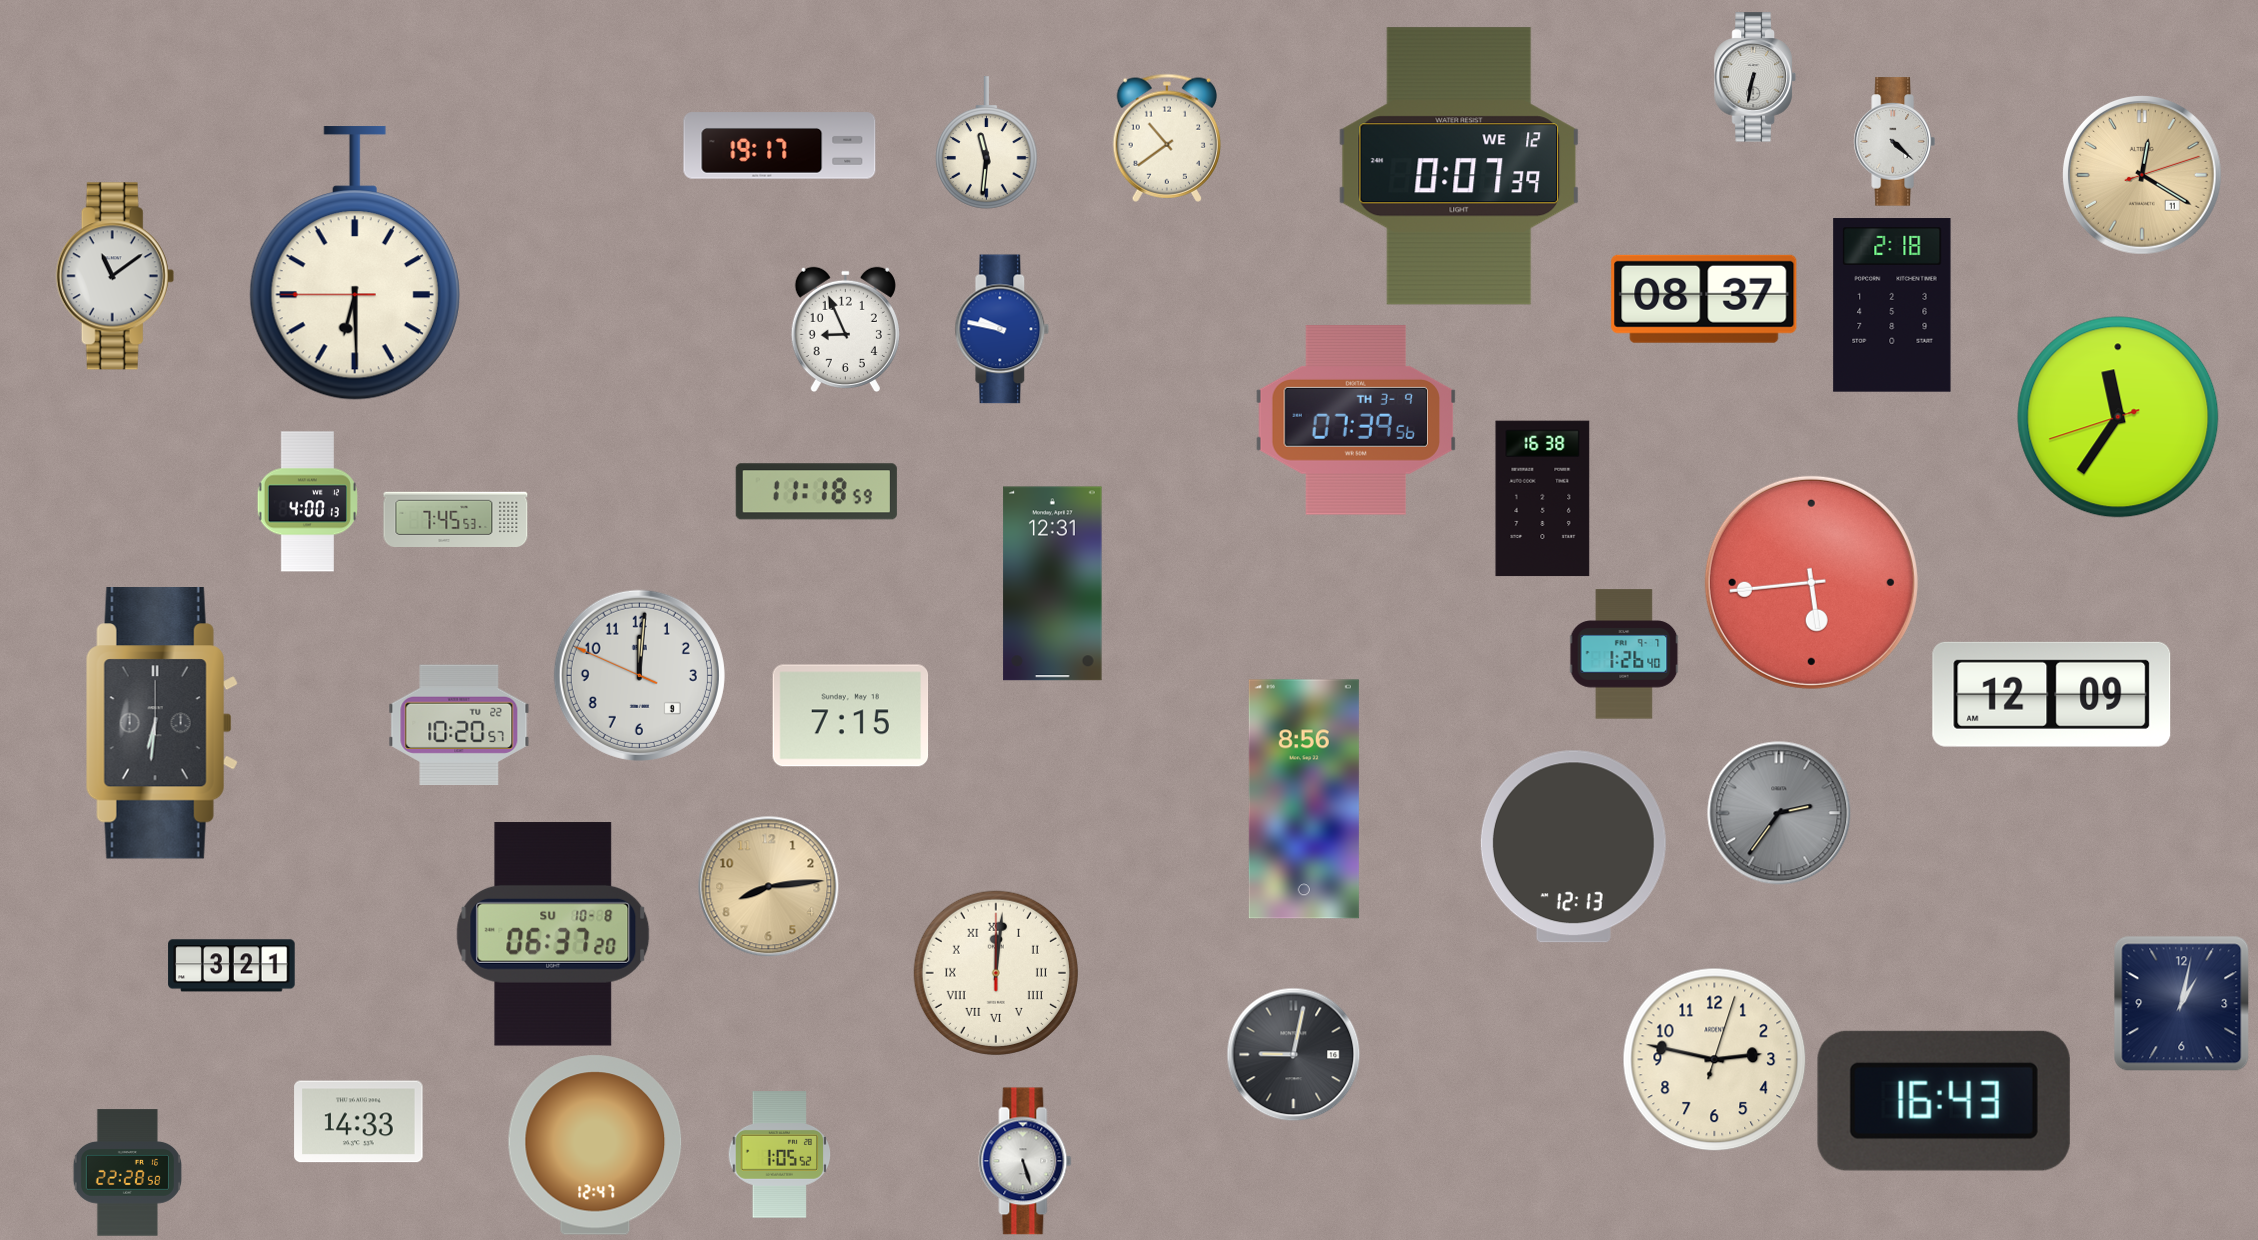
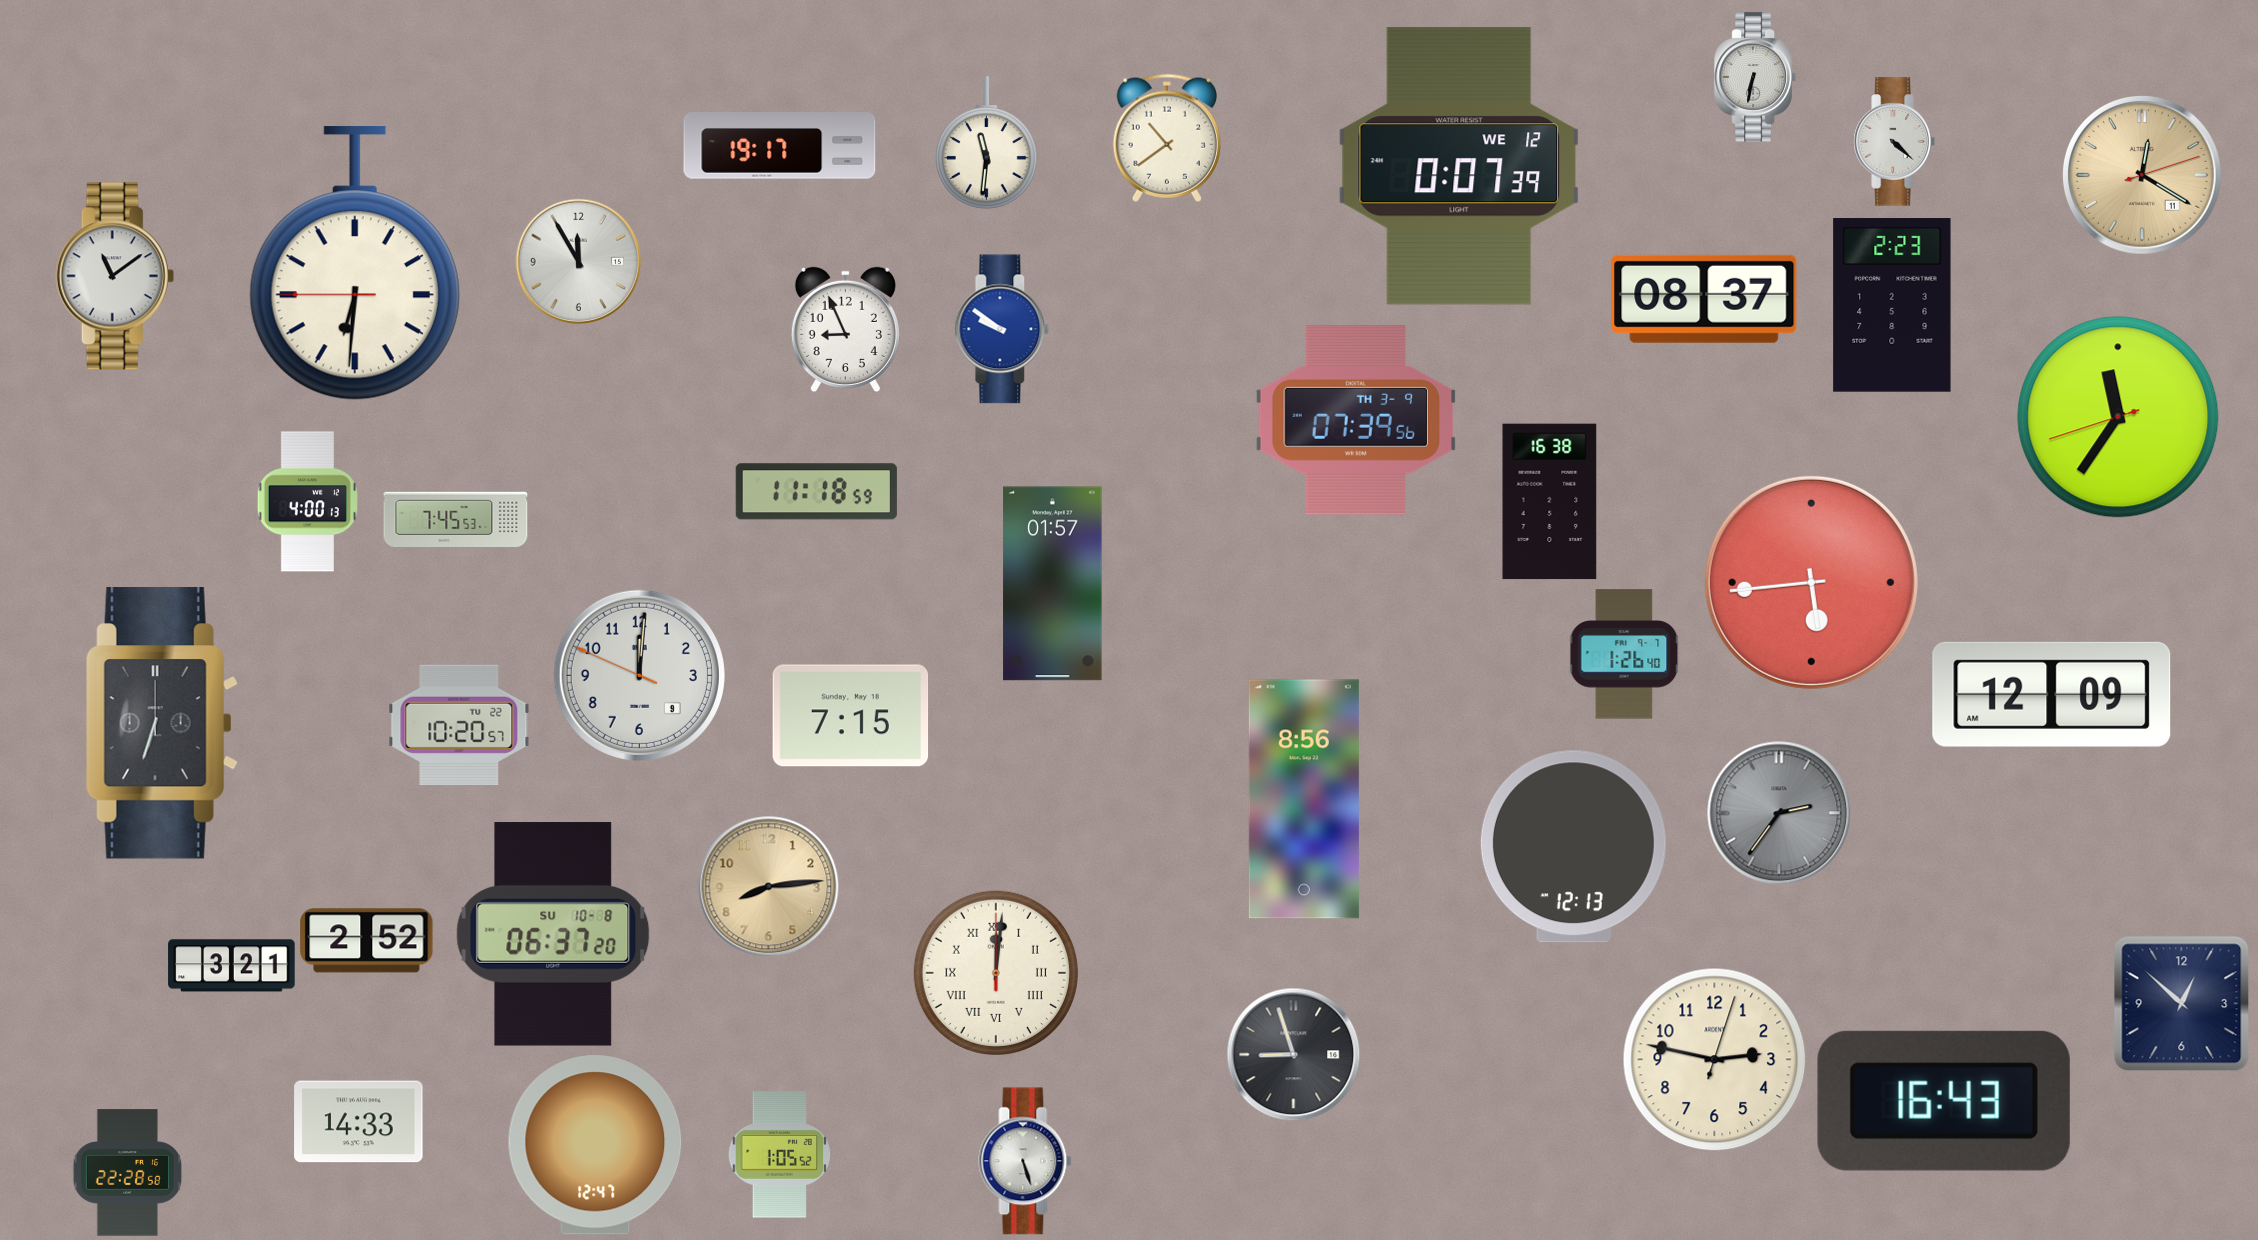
clock at (578, 261): none -> 11:55
clock at (355, 264): 6:29 -> 6:30
clock at (1892, 305): 2:18 -> 2:23
clock at (1002, 329): 9:47 -> 9:51
clock at (1543, 499) position: (1543, 499) -> (1550, 502)
clock at (1053, 584): 12:31 -> 01:57
clock at (162, 724): 6:31 -> 6:33
clock at (367, 941): none -> 2:52
clock at (2182, 1004): 1:02 -> 12:52
clock at (1294, 1055): 9:02 -> 8:57
